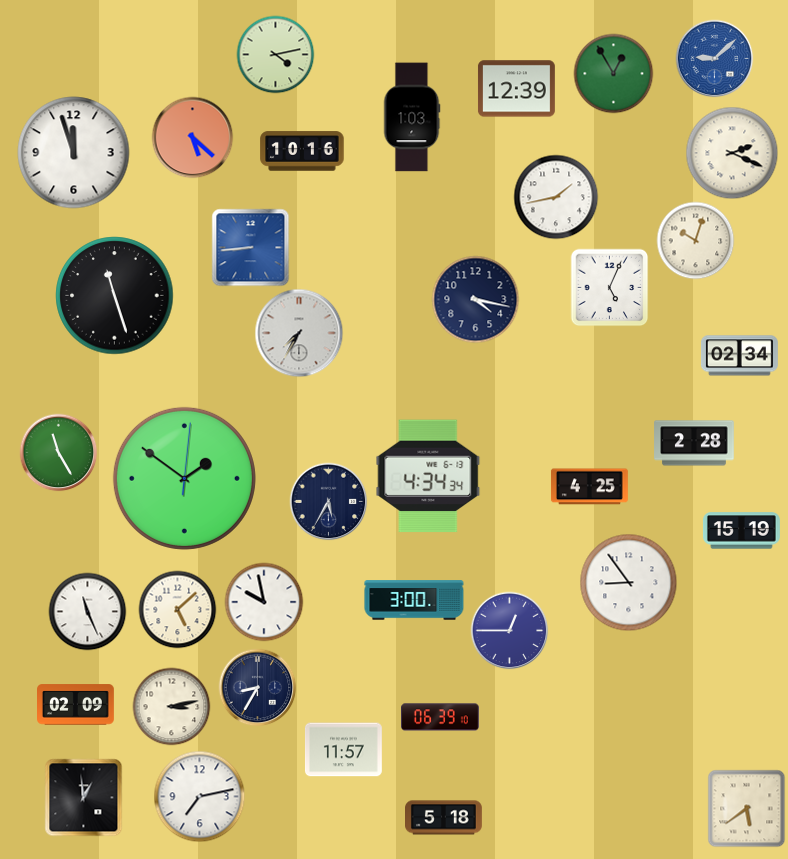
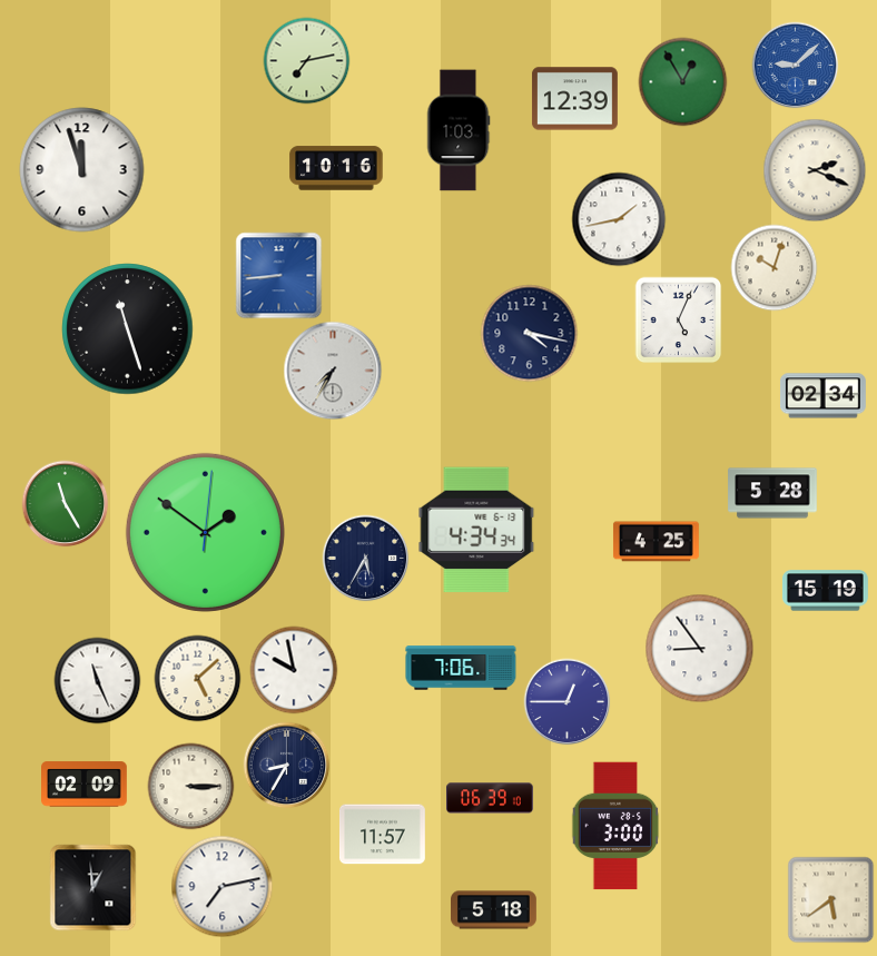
clock at (275, 54): 4:13 -> 7:13
clock at (192, 137): 5:22 -> none
clock at (694, 443): 2:28 -> 5:28
clock at (414, 600): 3:00 -> 7:06
clock at (171, 706): 3:13 -> 3:15
clock at (615, 826): none -> 3:00
